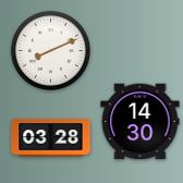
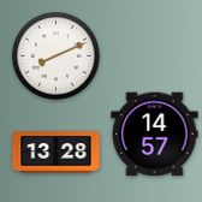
clock at (141, 122): 14:30 -> 14:57
clock at (51, 138): 03:28 -> 13:28
